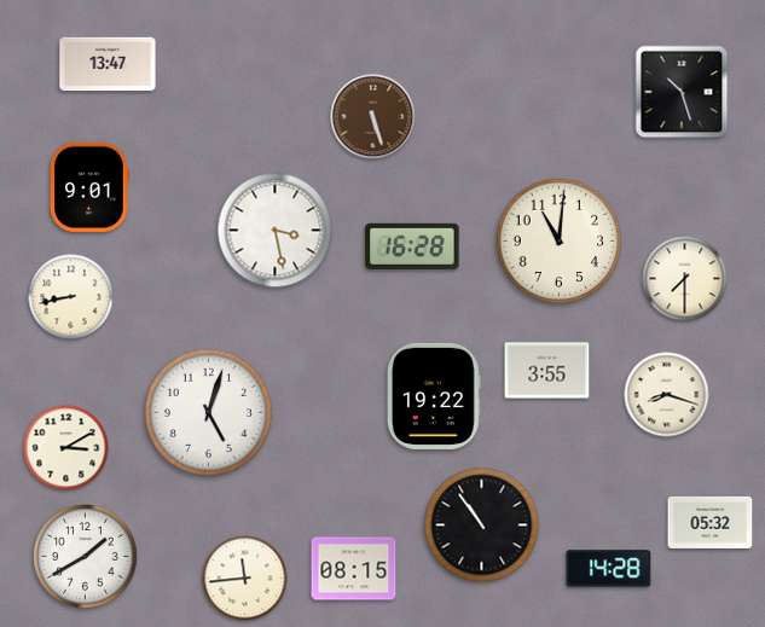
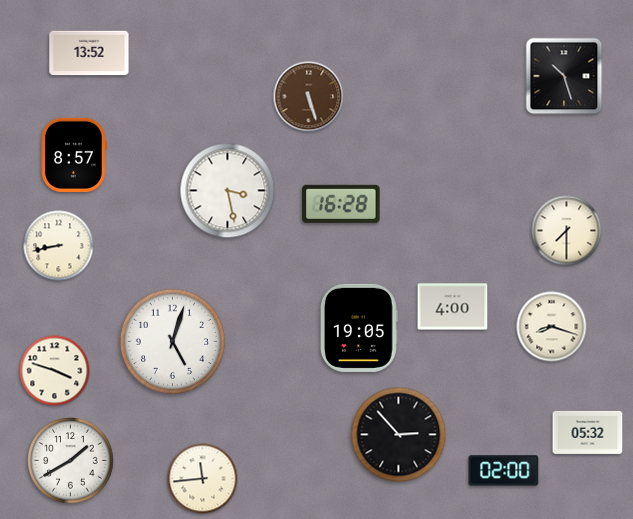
clock at (108, 64): 13:47 -> 13:52
clock at (89, 187): 9:01 -> 8:57
clock at (558, 240): 11:01 -> none
clock at (547, 371): 3:55 -> 4:00
clock at (434, 396): 19:22 -> 19:05
clock at (66, 448): 3:10 -> 3:48
clock at (482, 526): 10:54 -> 2:53
clock at (354, 569): 08:15 -> none
clock at (609, 569): 14:28 -> 02:00
